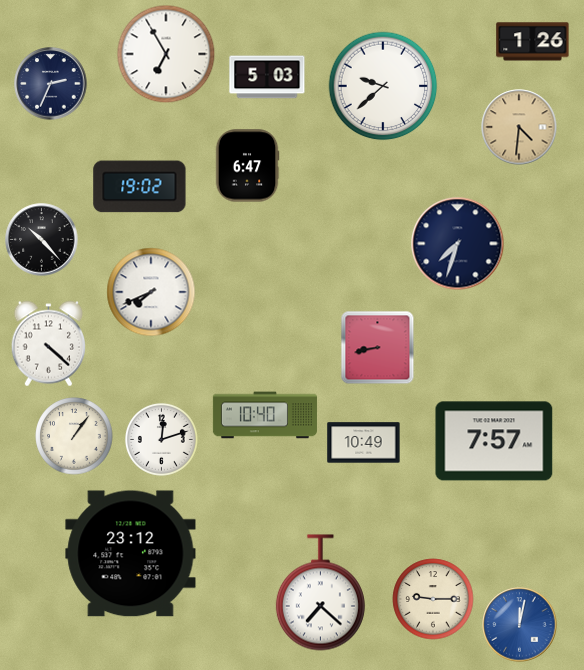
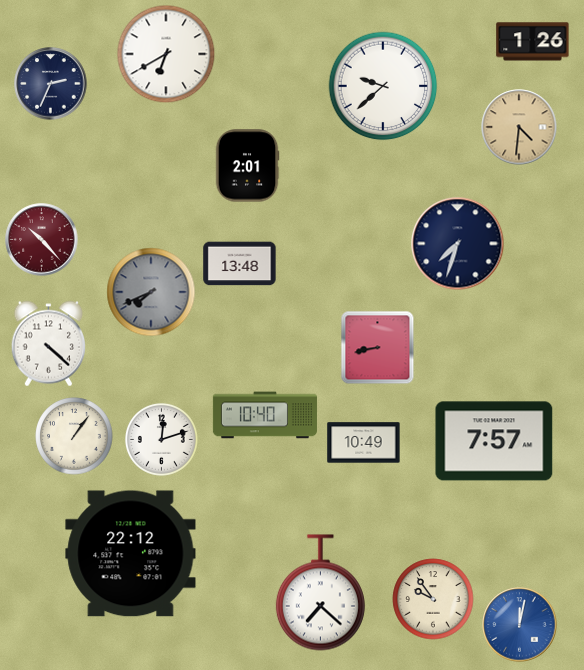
clock at (166, 54): 6:55 -> 6:40
clock at (267, 77): 5:03 -> none
clock at (247, 166): 6:47 -> 2:01
clock at (140, 187): 19:02 -> none
clock at (42, 240) dial: black -> burgundy
clock at (240, 264): none -> 13:48
clock at (151, 292) dial: white -> grey
clock at (131, 554): 23:12 -> 22:12
clock at (433, 599): 9:15 -> 9:54
